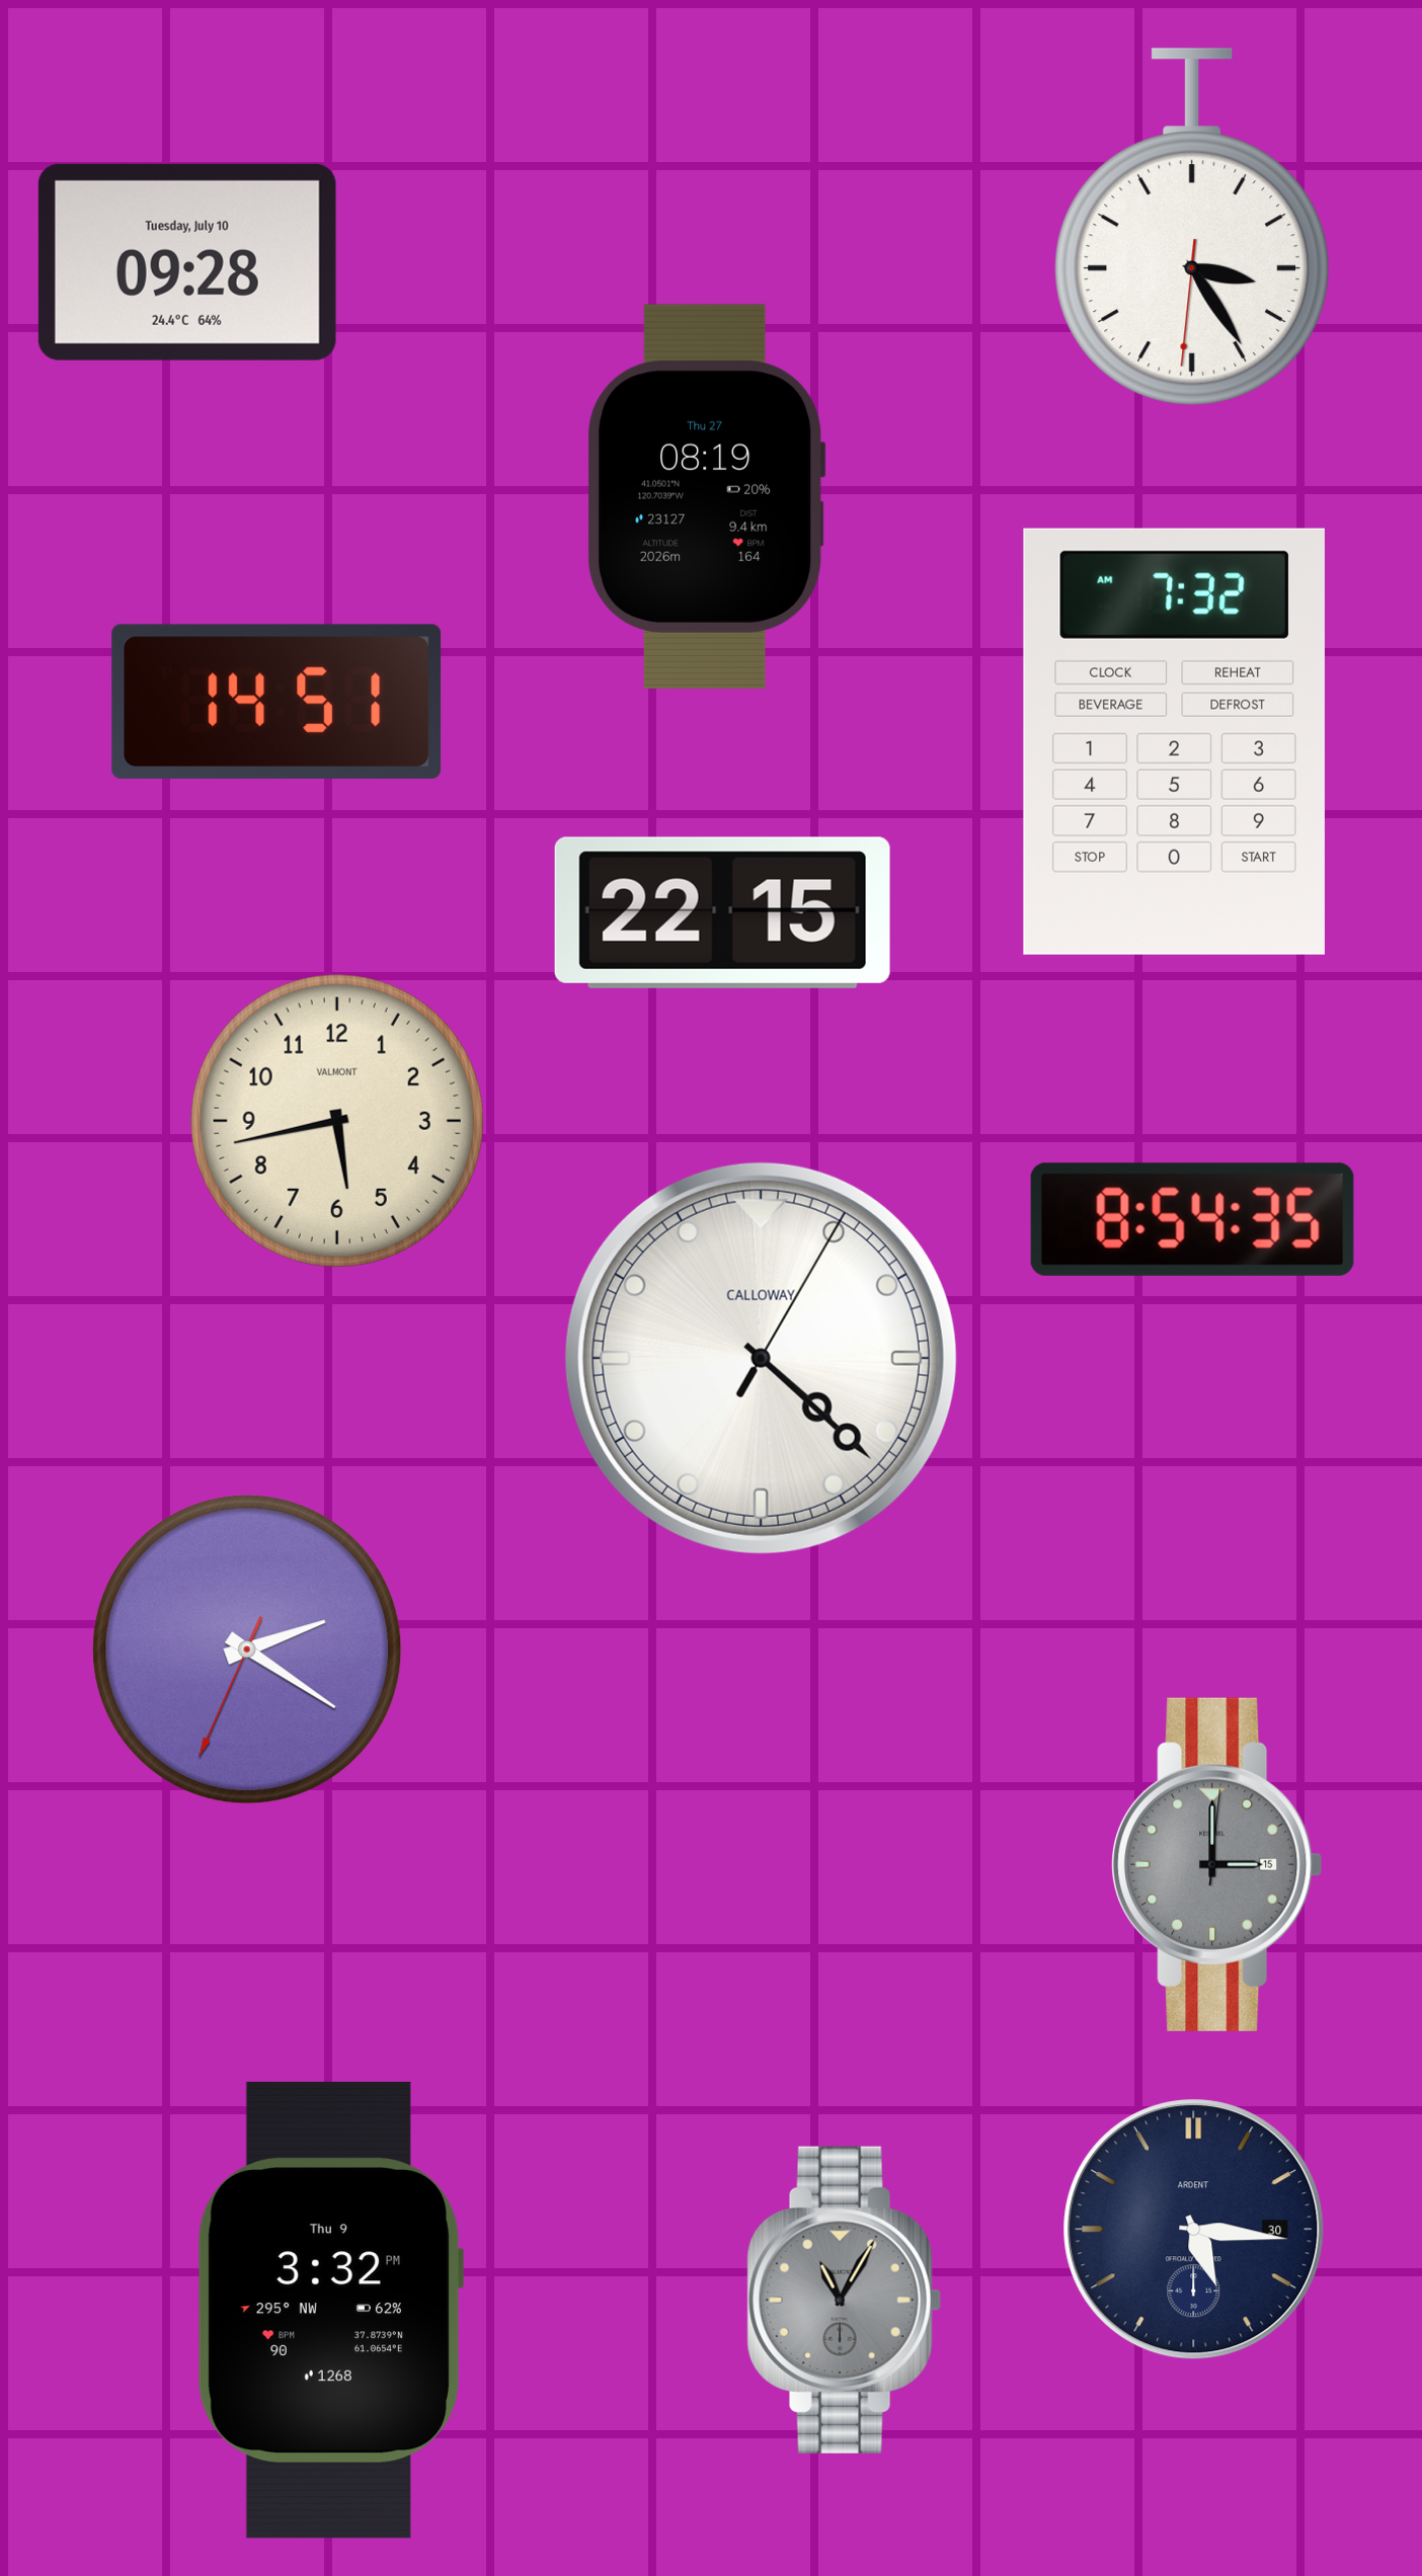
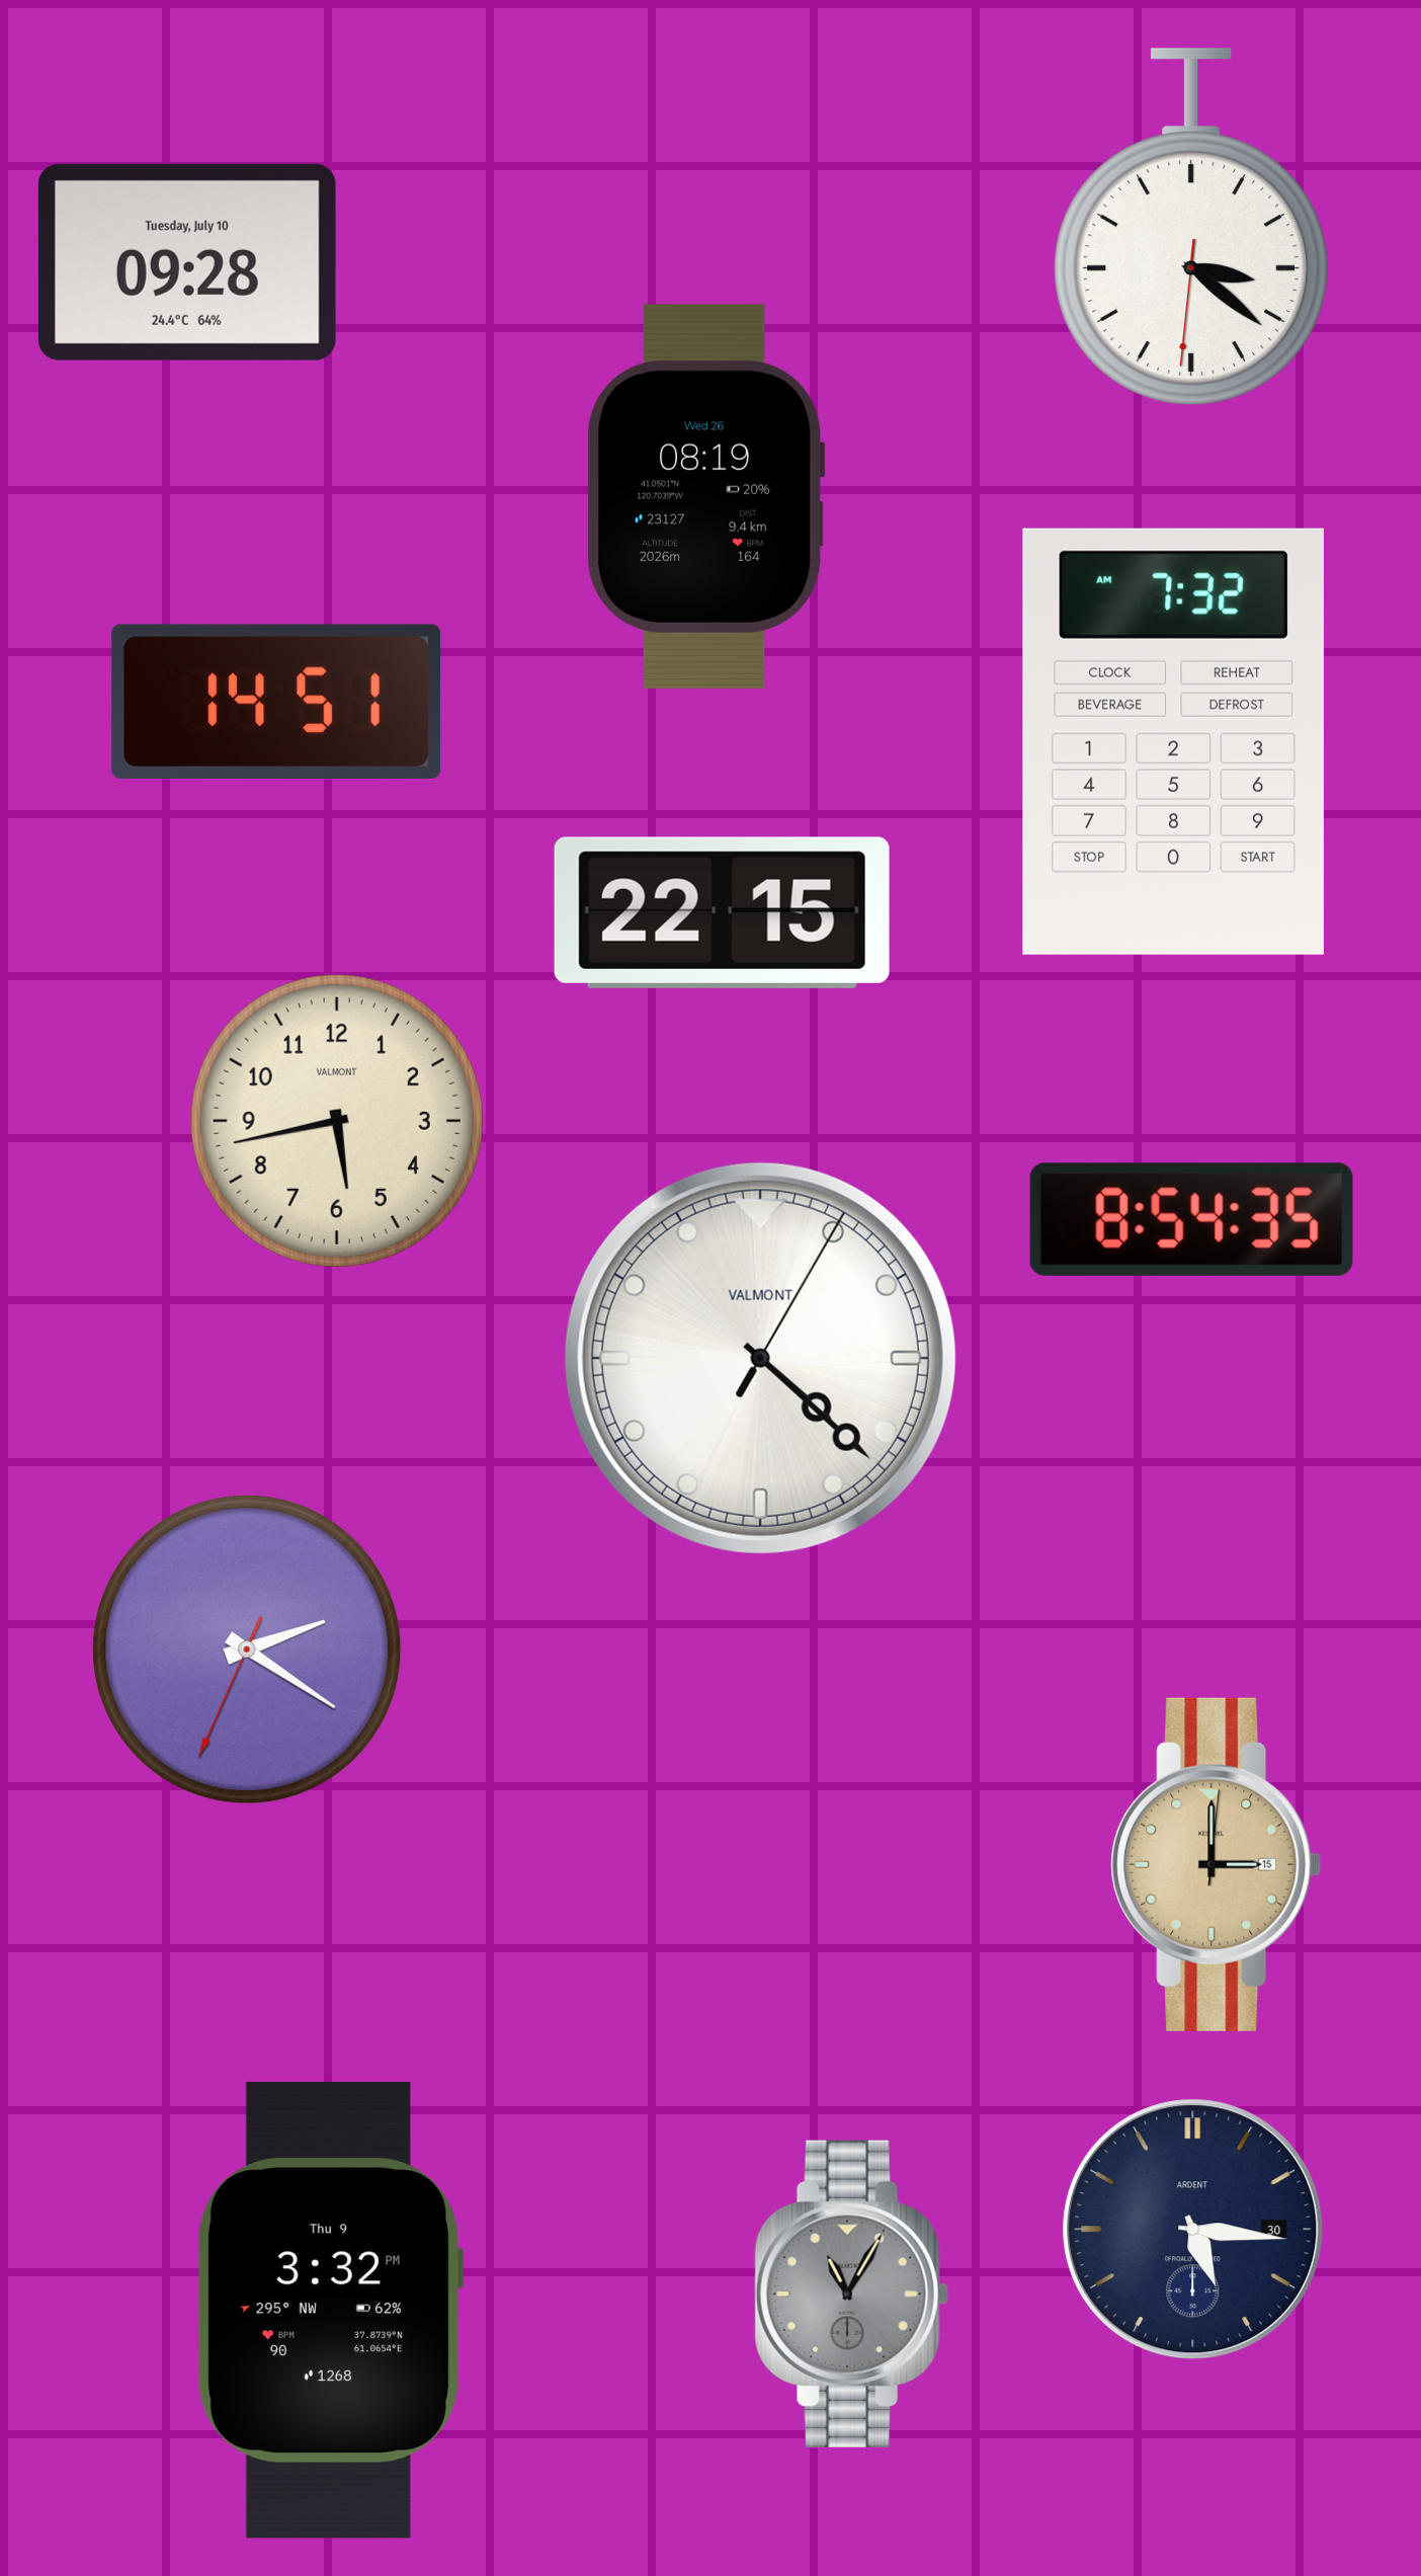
clock at (1192, 227): 3:24 -> 3:21
clock at (706, 496) date: Thu 27 -> Wed 26
clock at (761, 1358) brand: CALLOWAY -> VALMONT
clock at (1217, 1864) dial: grey -> champagne
clock at (844, 2300) position: (844, 2300) -> (851, 2293)
